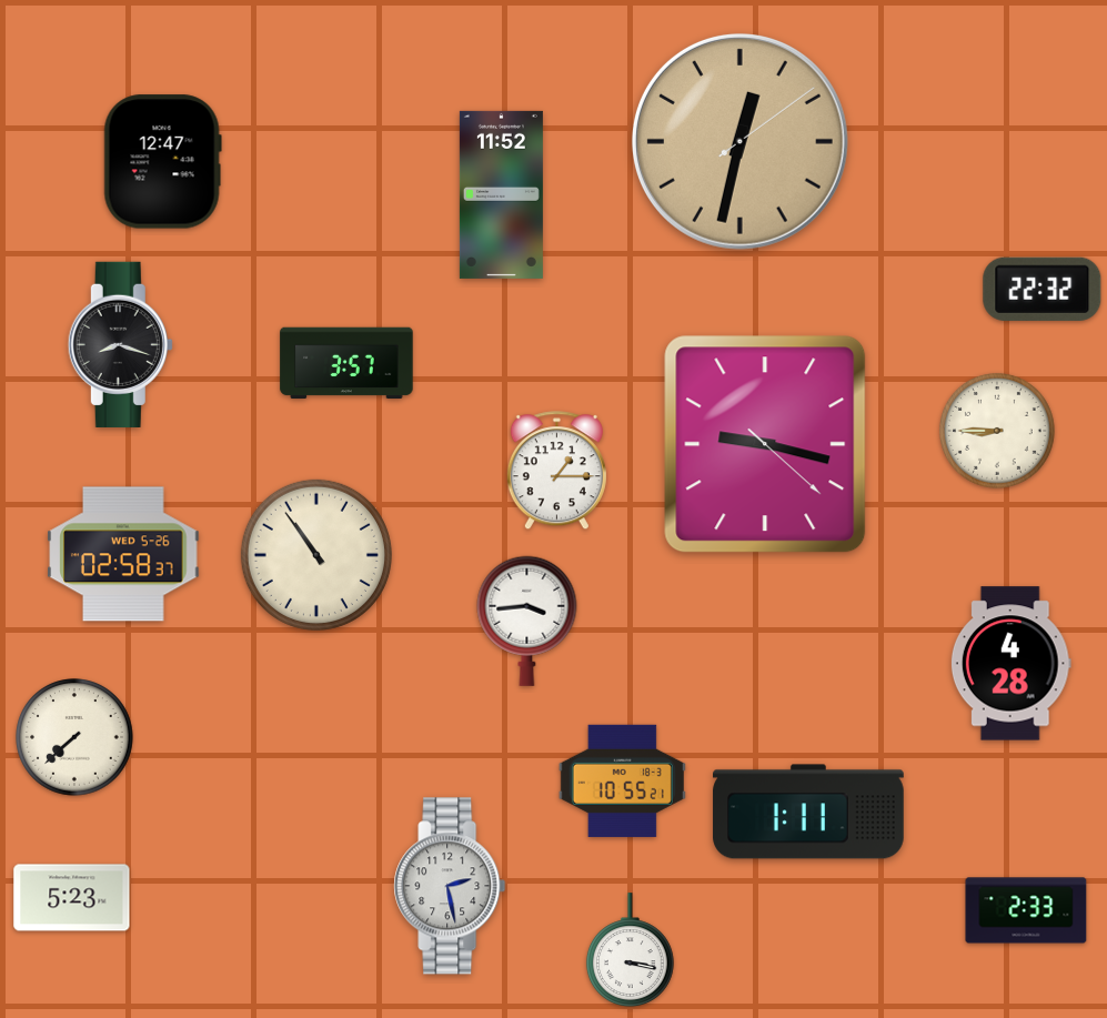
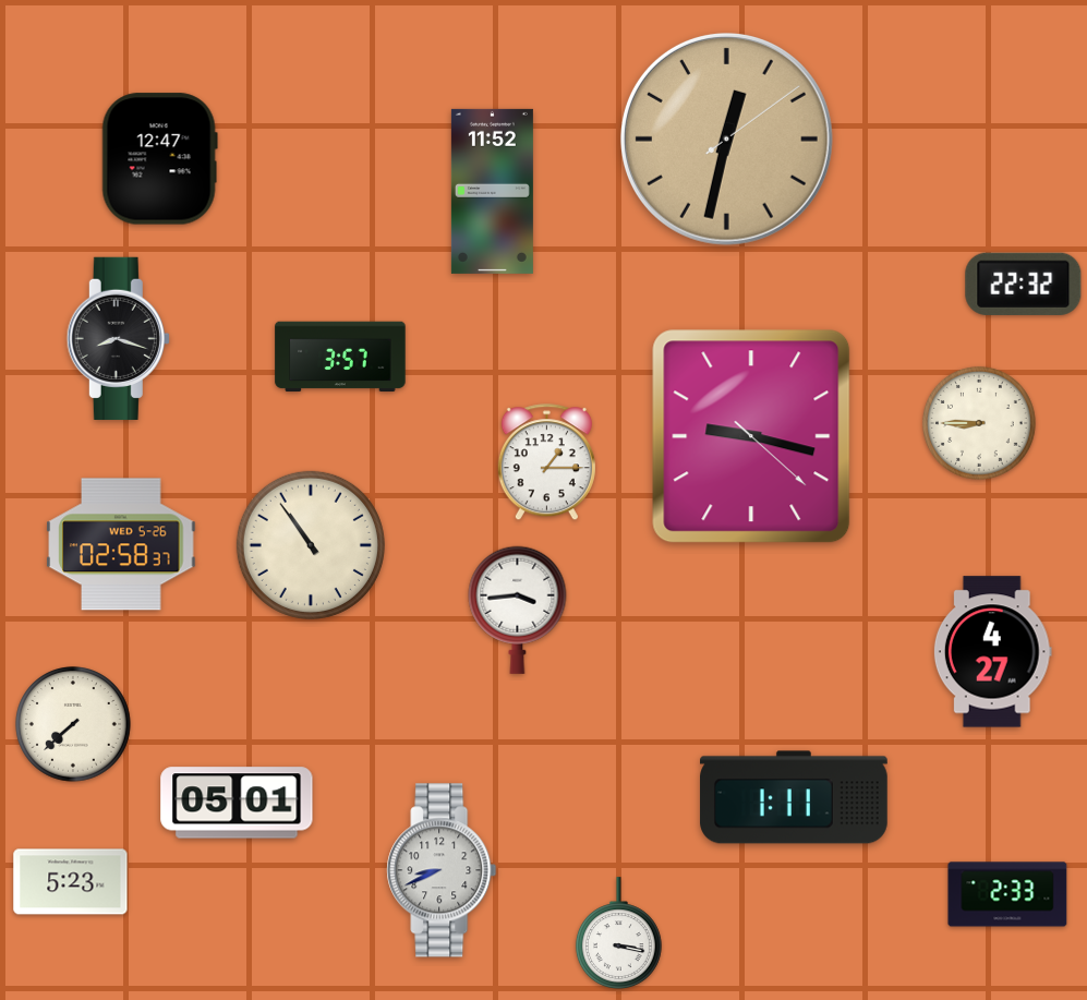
clock at (1010, 664): 4:28 -> 4:27
clock at (622, 780): 10:55 -> none
clock at (237, 803): none -> 05:01
clock at (450, 886): 2:28 -> 8:41
